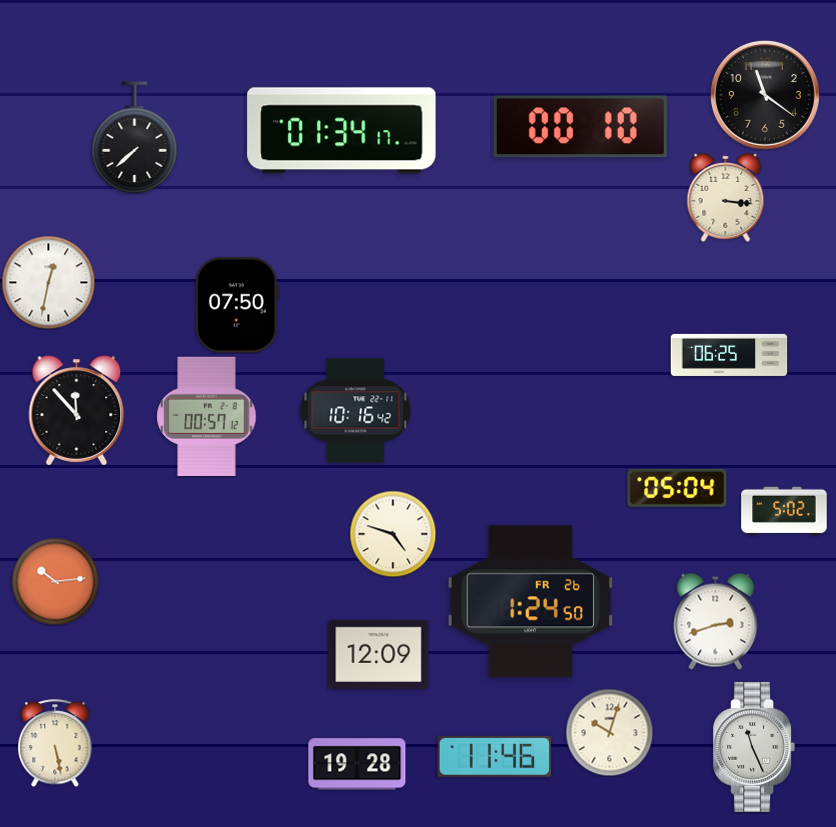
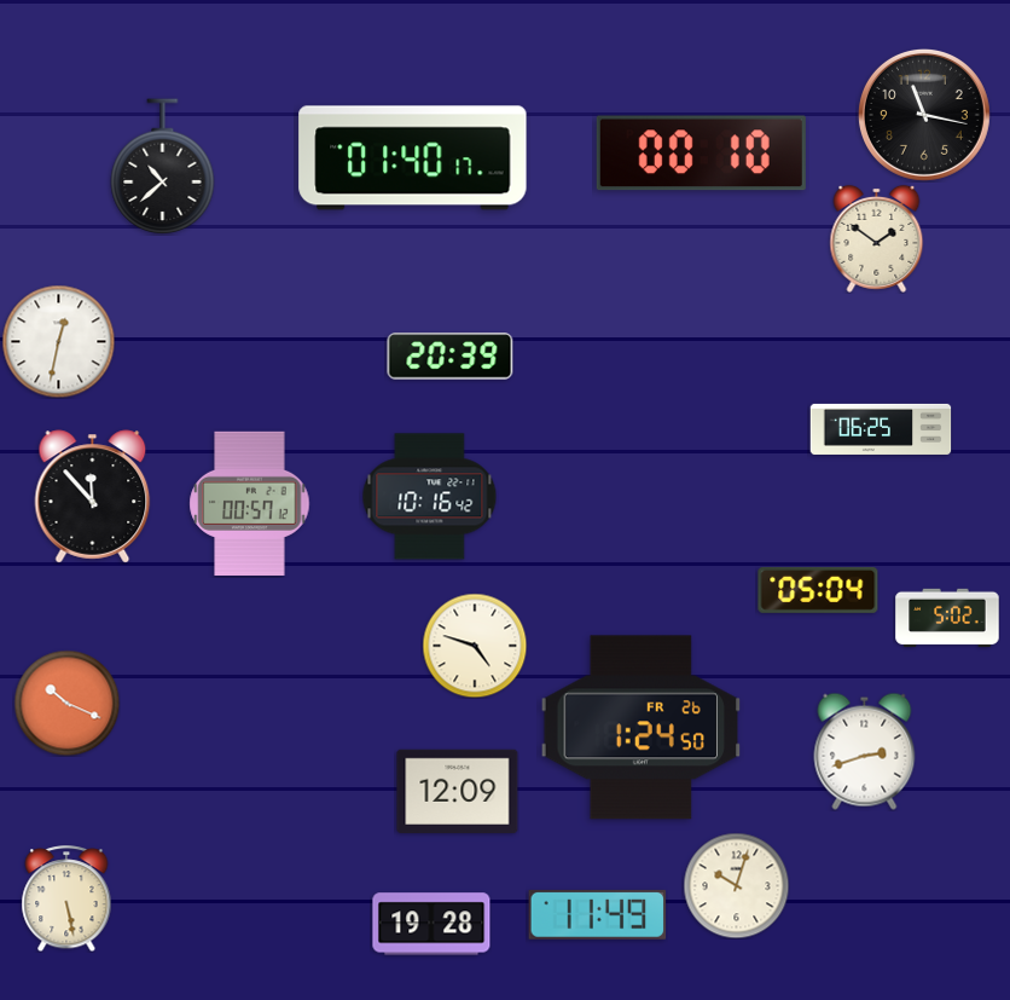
clock at (765, 95): 11:21 -> 11:17
clock at (342, 131): 01:34 -> 01:40
clock at (135, 138): 7:38 -> 10:38
clock at (726, 197): 3:16 -> 1:51
clock at (451, 357): none -> 20:39
clock at (237, 305): 07:50 -> none
clock at (55, 581): 10:14 -> 10:19
clock at (754, 747): 11:26 -> none
clock at (495, 756): 11:46 -> 11:49
